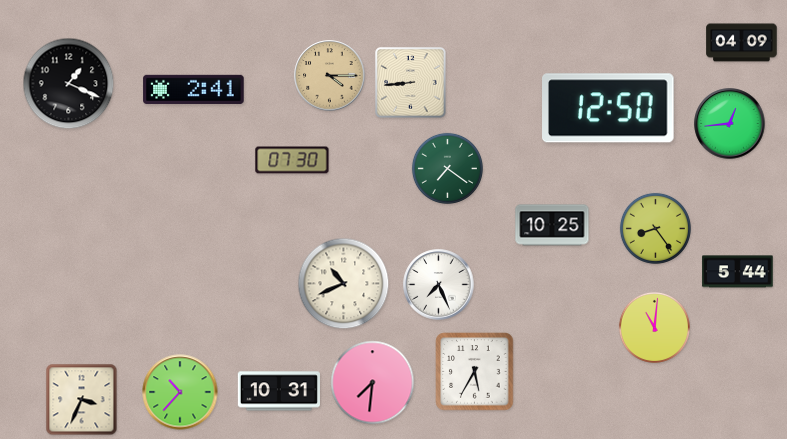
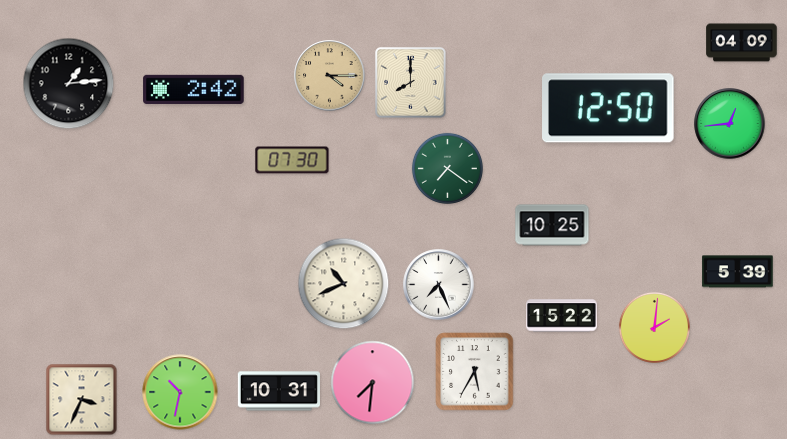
clock at (411, 83): 8:44 -> 8:00
clock at (69, 84): 1:19 -> 1:14
clock at (194, 89): 2:41 -> 2:42
clock at (655, 228): 8:24 -> none
clock at (738, 272): 5:44 -> 5:39
clock at (562, 316): none -> 15:22
clock at (654, 327): 11:01 -> 2:01
clock at (180, 392): 10:37 -> 10:32
